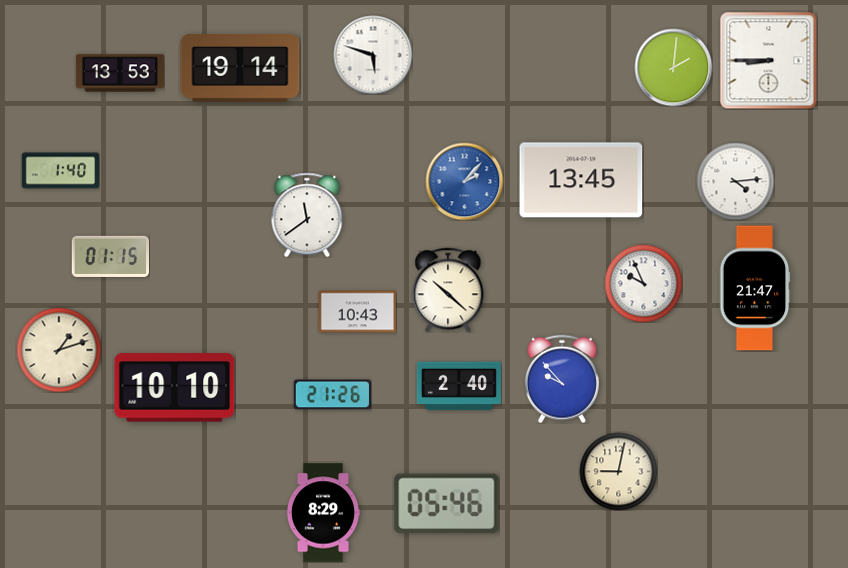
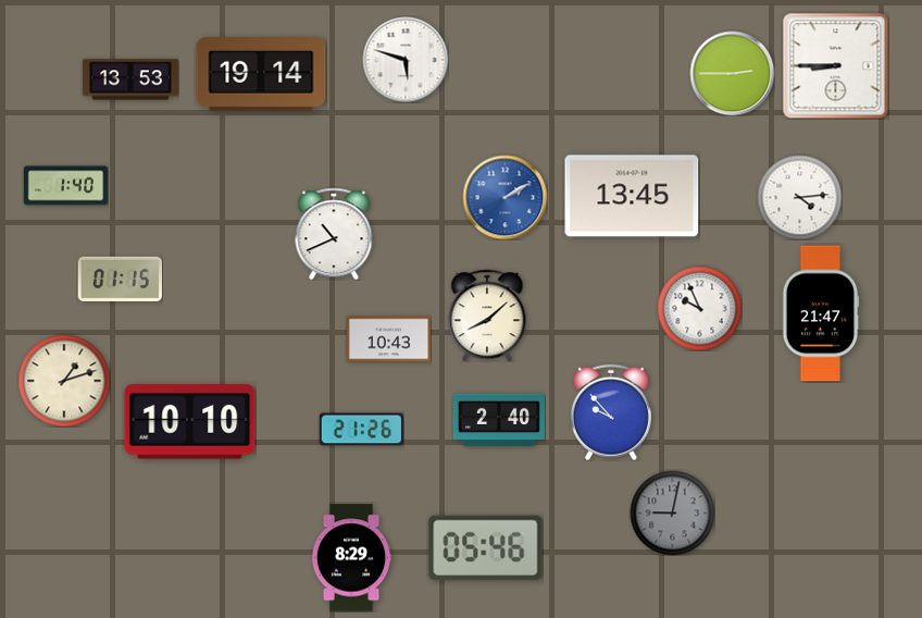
clock at (673, 67): 2:01 -> 2:45
clock at (464, 181): 2:07 -> 2:10
clock at (307, 215): 11:39 -> 10:41
clock at (448, 290): 10:22 -> 8:08
clock at (618, 471) dial: cream -> grey
